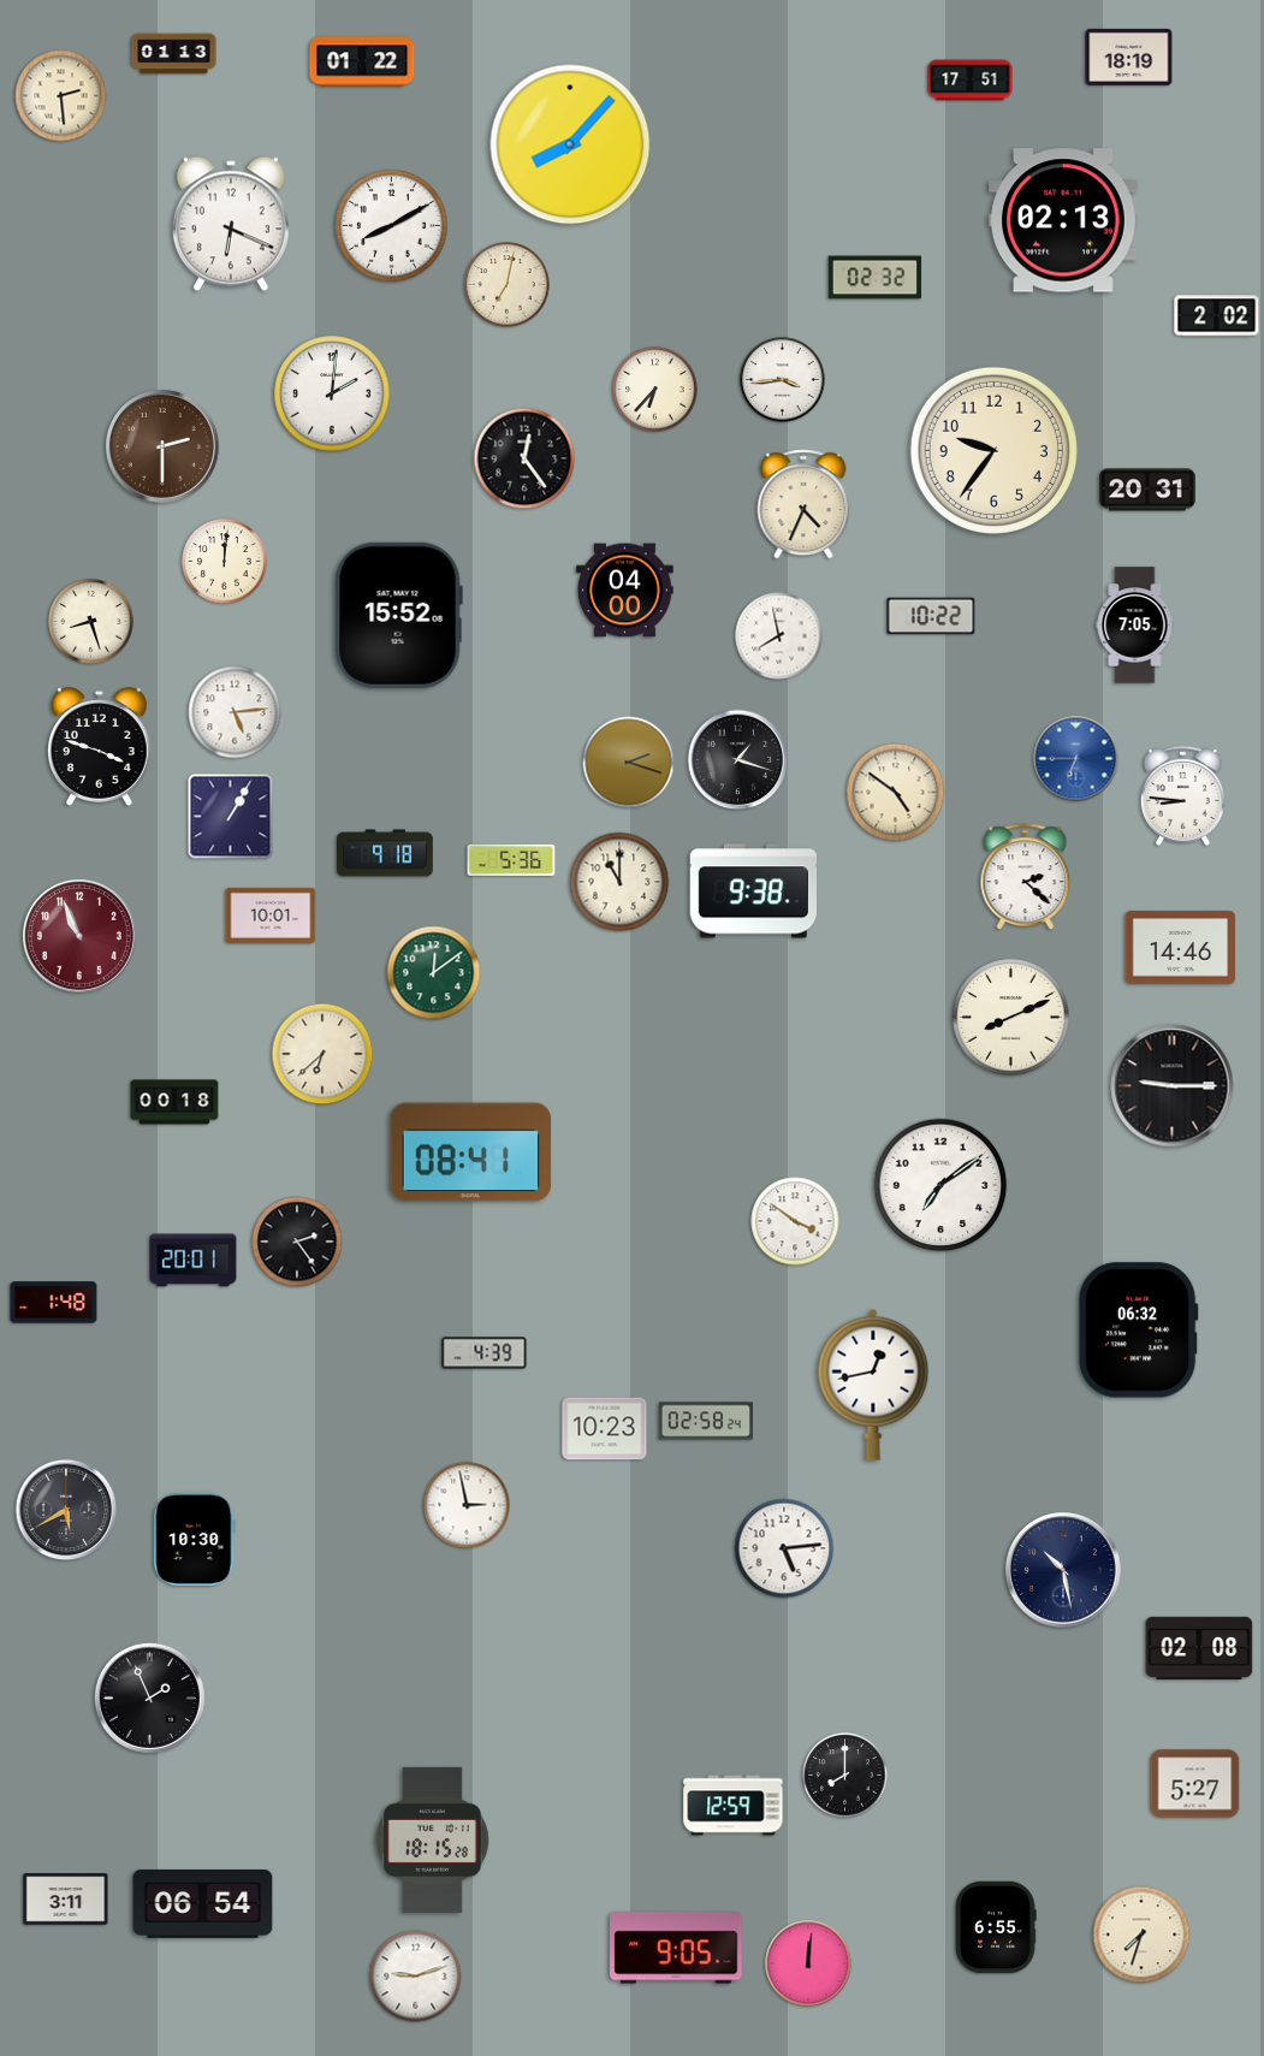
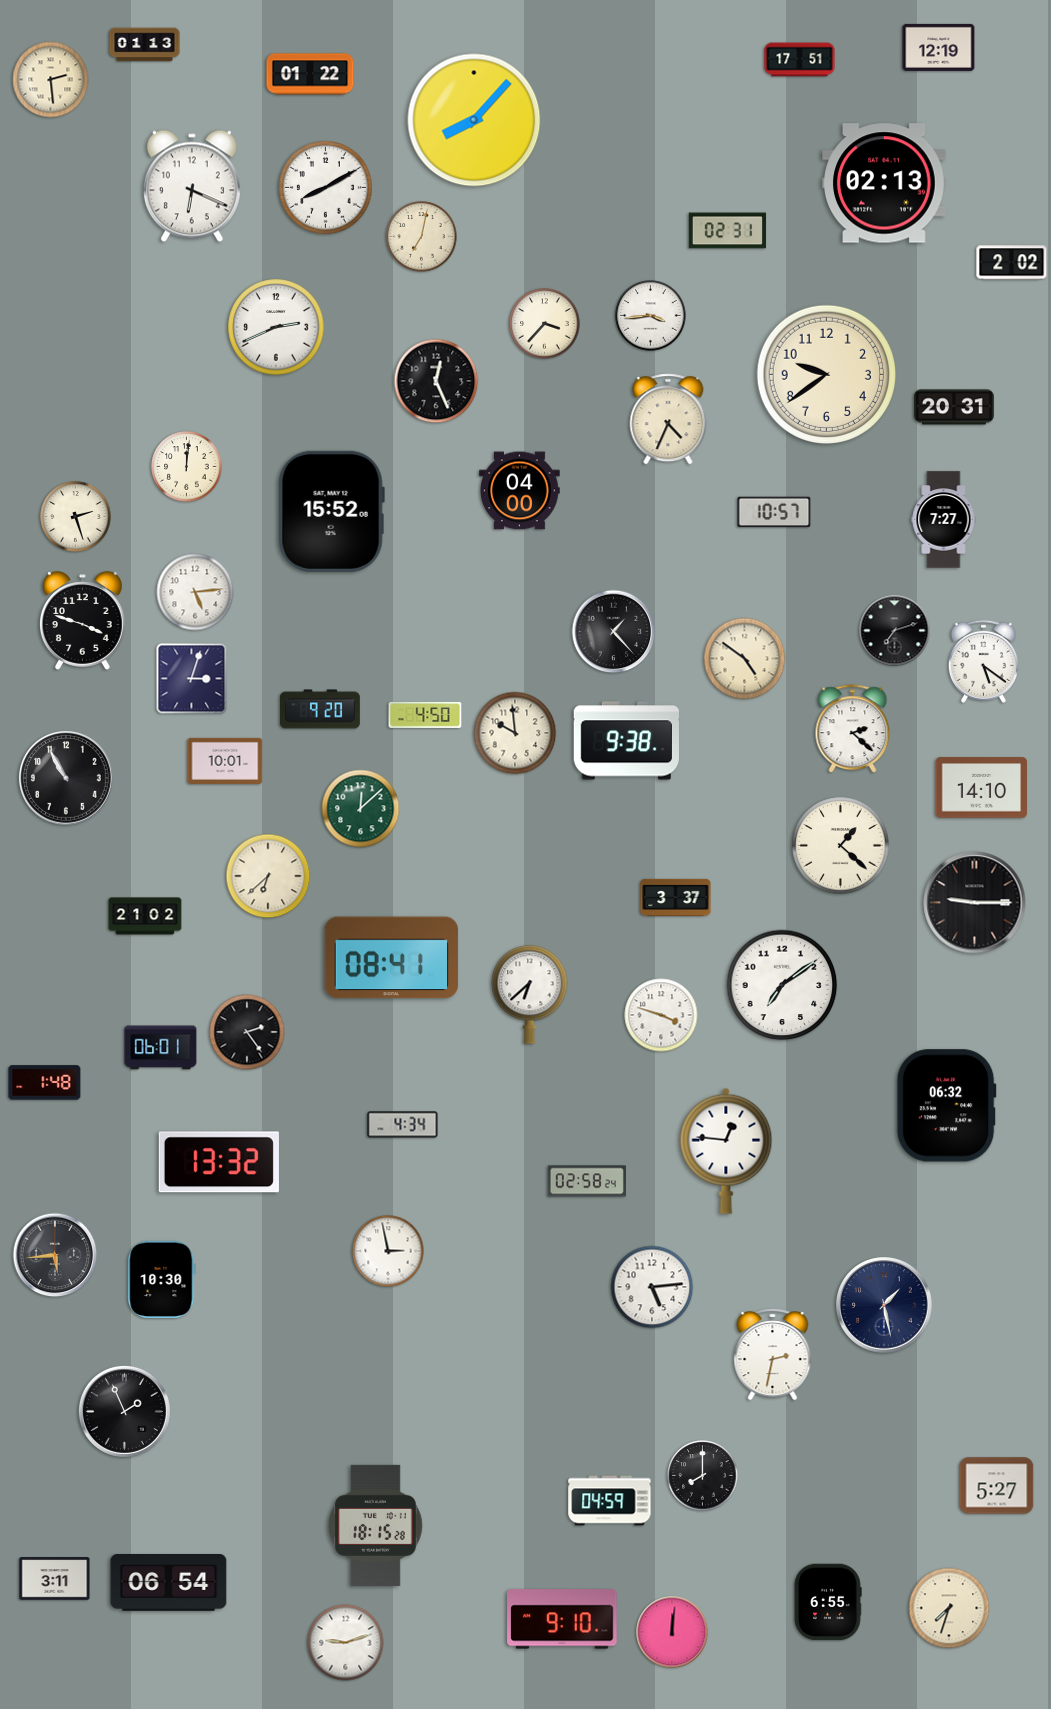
clock at (1129, 57): 18:19 -> 12:19
clock at (362, 61) position: (362, 61) -> (310, 74)
clock at (971, 81) position: (971, 81) -> (800, 60)
clock at (876, 278): 02:32 -> 02:31
clock at (655, 390): 6:37 -> 3:37
clock at (332, 393): 2:01 -> 2:41
clock at (162, 446): 2:30 -> none
clock at (993, 450): 9:36 -> 9:39
clock at (524, 458): 12:24 -> 12:26
clock at (931, 616): 10:22 -> 10:57
clock at (91, 622): 8:27 -> 2:27
clock at (1135, 626): 7:05 -> 7:27
clock at (779, 636): 7:58 -> none
clock at (1076, 759): 6:45 -> 7:12
clock at (1076, 759) dial: blue -> black
clock at (738, 760): 1:18 -> 1:23
clock at (629, 763): 2:18 -> none
clock at (1182, 795): 8:46 -> 5:21
clock at (231, 817): 1:05 -> 3:03
clock at (386, 853): 9:18 -> 9:20
clock at (511, 860): 5:36 -> 4:50
clock at (619, 882): 11:00 -> 9:59
clock at (79, 936): 10:56 -> 10:55
clock at (79, 936) dial: burgundy -> black
clock at (1180, 948): 14:46 -> 14:10
clock at (434, 973): 12:09 -> 12:08
clock at (1011, 1018): 8:11 -> 1:22
clock at (676, 897): none -> 3:37
clock at (174, 1102): 00:18 -> 21:02
clock at (530, 995): none -> 6:38
clock at (795, 1221): 3:51 -> 3:48
clock at (194, 1261): 20:01 -> 06:01
clock at (485, 1353): 4:39 -> 4:34
clock at (873, 1385): 12:43 -> 12:46
clock at (219, 1162): none -> 13:32
clock at (605, 1429): 10:23 -> none
clock at (66, 1510): 5:40 -> 5:44
clock at (1063, 1570): 10:28 -> 1:28
clock at (773, 1355): none -> 2:32
clock at (1199, 1648): 02:08 -> none
clock at (1195, 1784) position: (1195, 1784) -> (997, 1486)
clock at (734, 1806): 12:59 -> 04:59
clock at (432, 1839) position: (432, 1839) -> (375, 1525)
clock at (676, 1948): 9:05 -> 9:10
